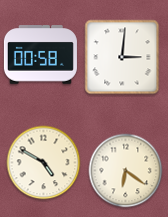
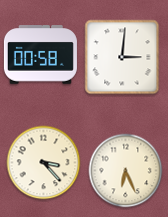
clock at (44, 163): 4:50 -> 3:23
clock at (126, 171): 6:21 -> 6:26
